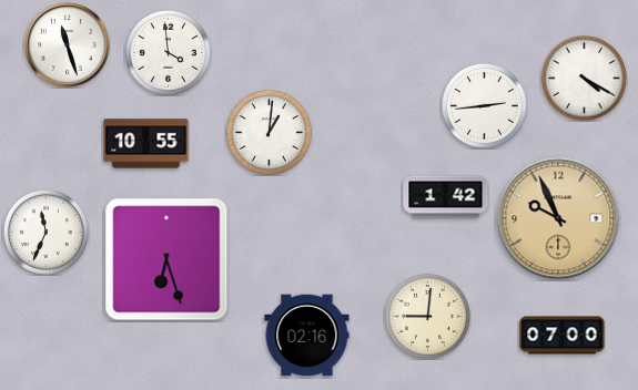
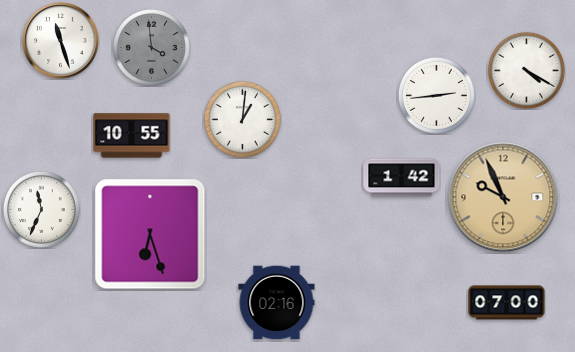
clock at (168, 52) dial: white -> grey
clock at (146, 144) position: (146, 144) -> (132, 136)
clock at (427, 316): 9:01 -> none
